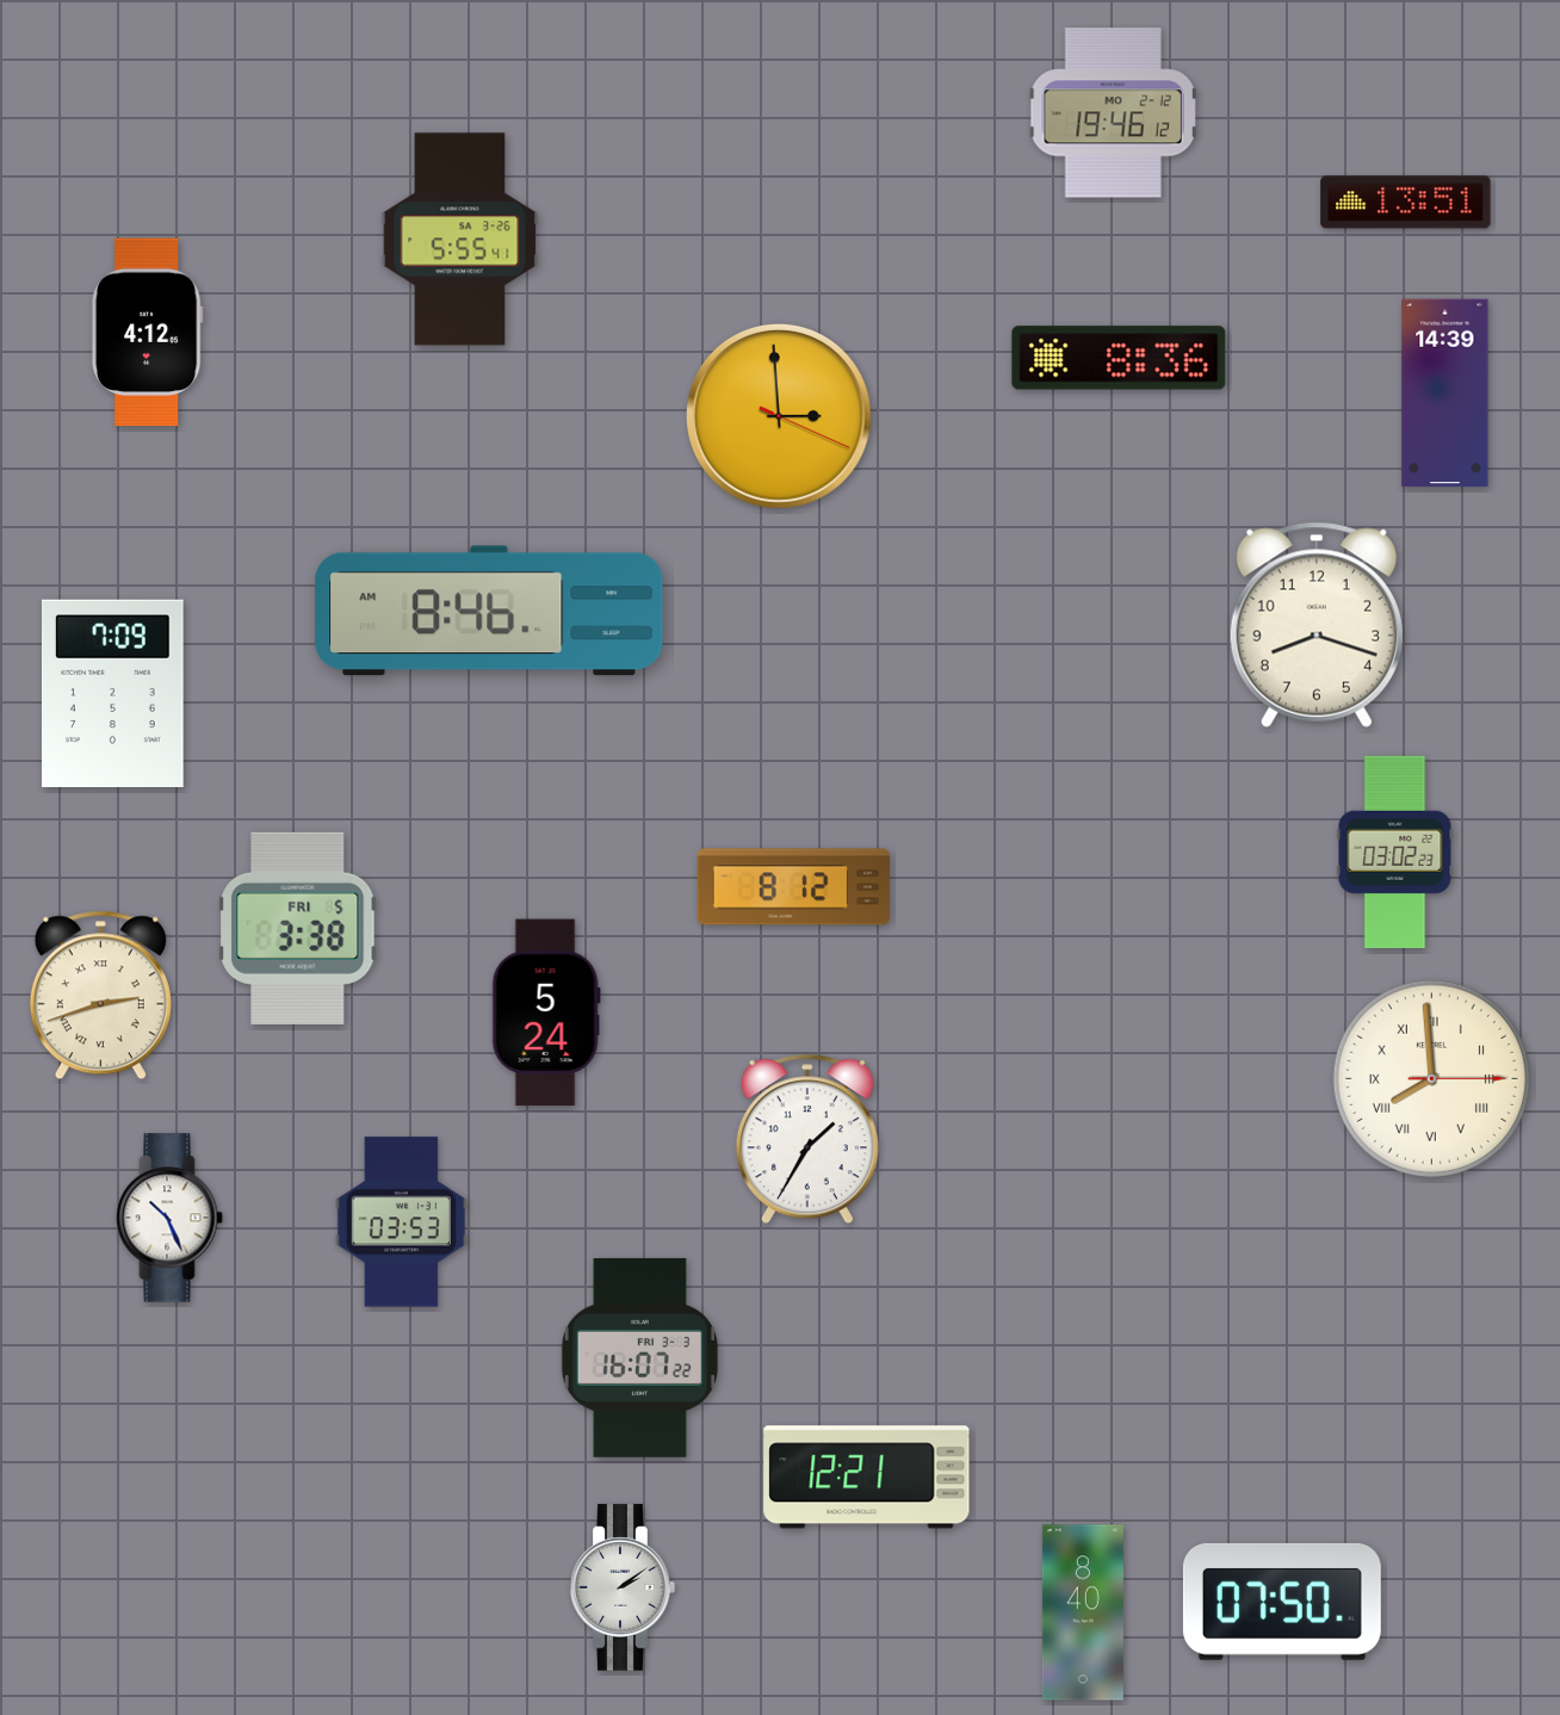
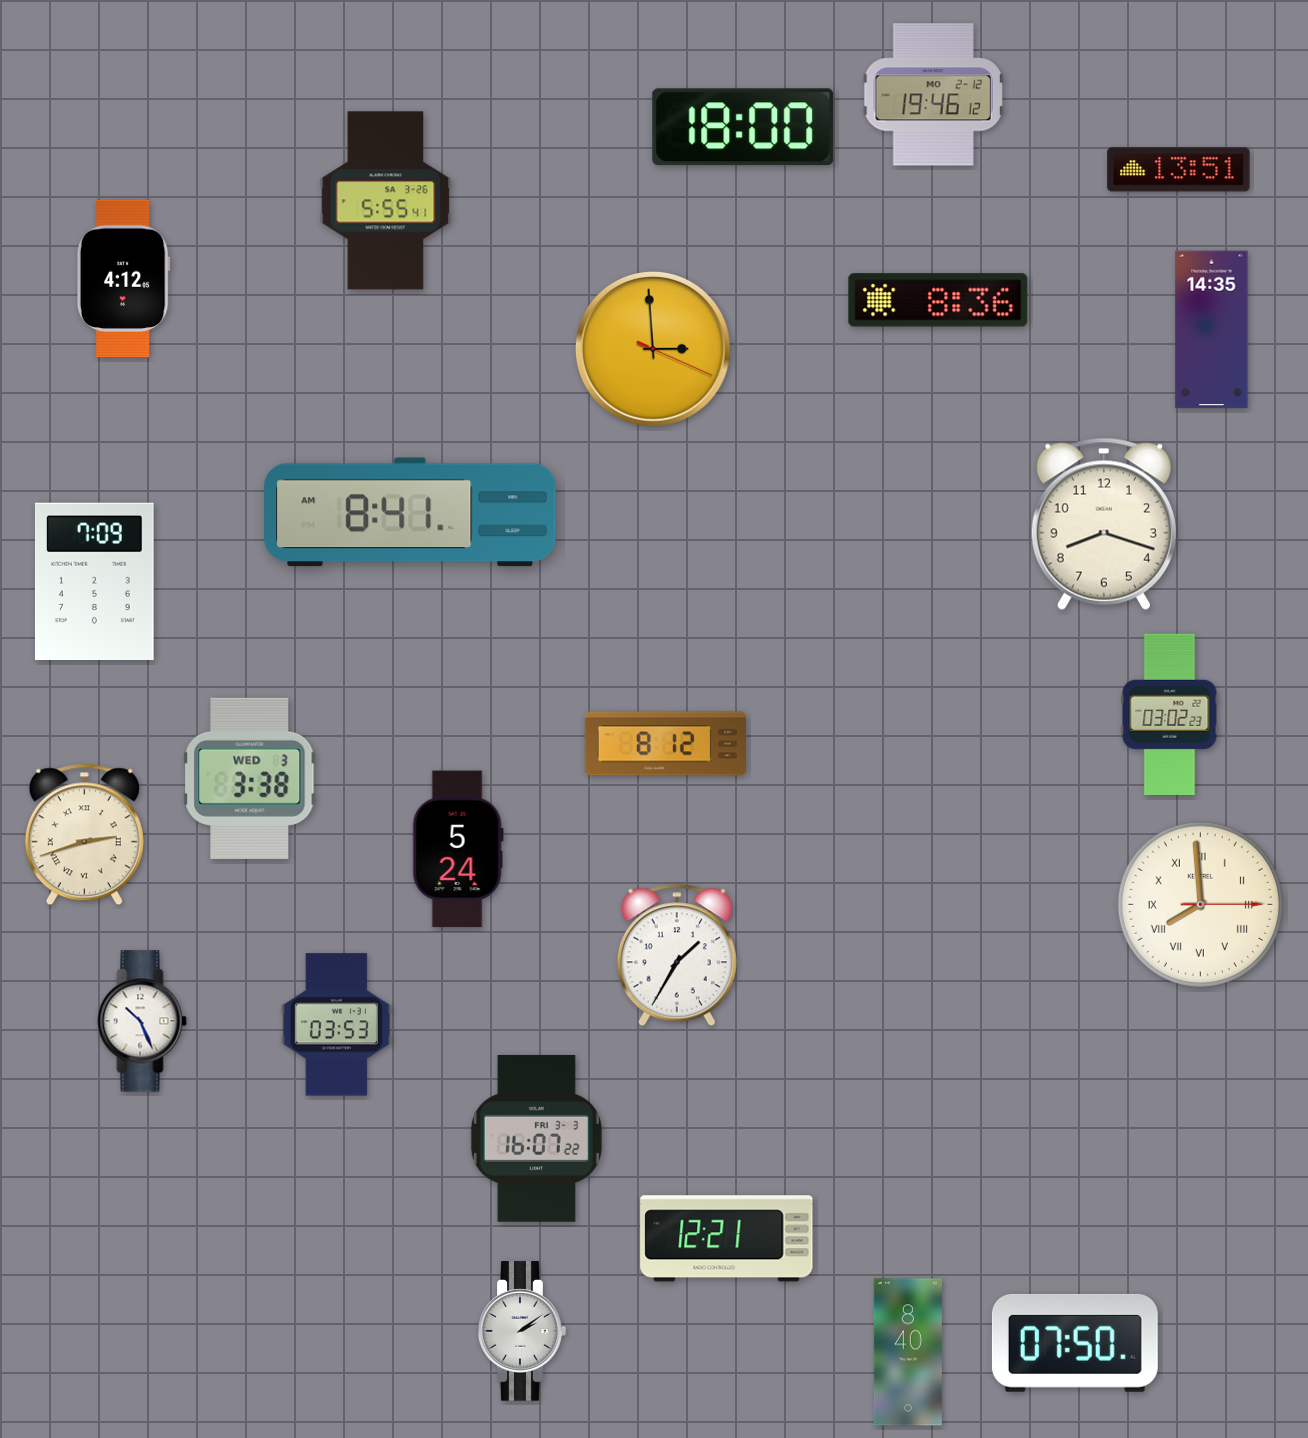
clock at (743, 127): none -> 18:00
clock at (1446, 394): 14:39 -> 14:35
clock at (489, 611): 8:46 -> 8:41
clock at (298, 928) date: FRI 5 -> WED 3
